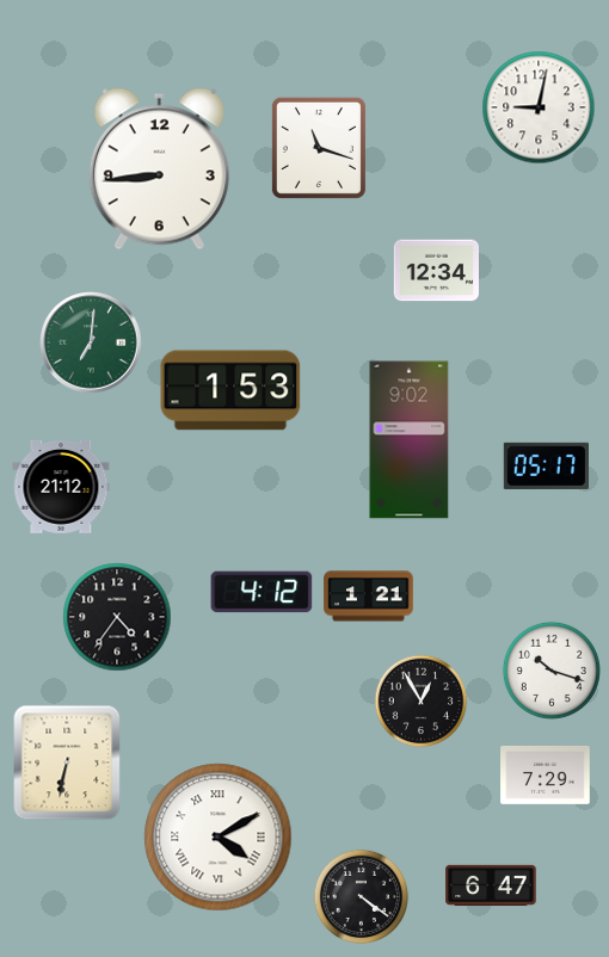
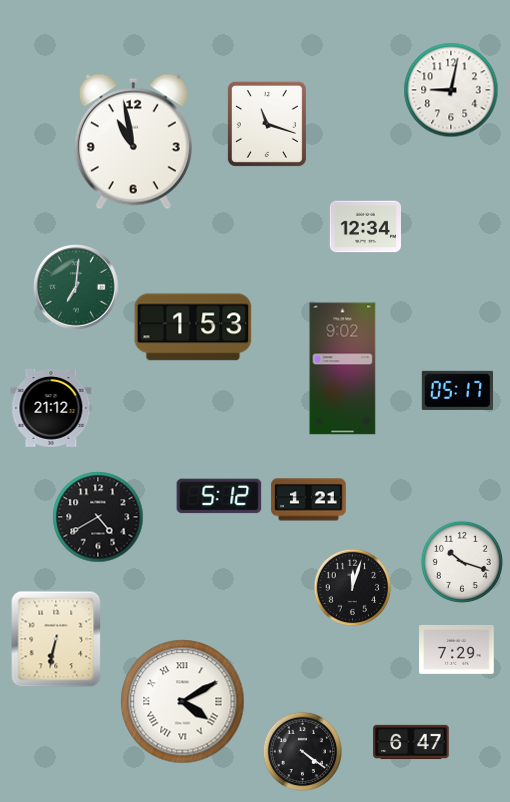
clock at (159, 169): 8:44 -> 10:58
clock at (262, 592): 4:12 -> 5:12
clock at (117, 617): 4:36 -> 4:40
clock at (422, 702): 12:55 -> 12:03
